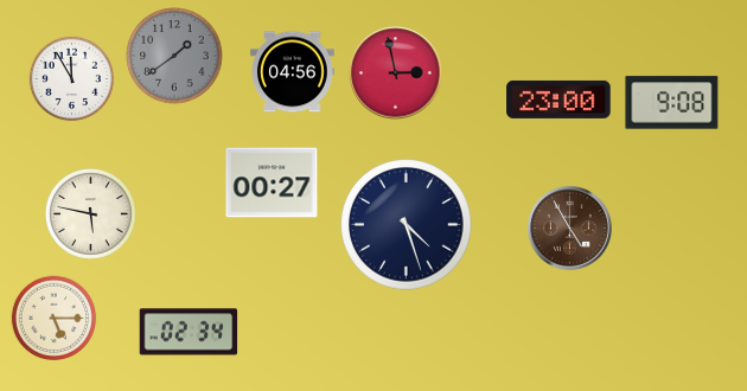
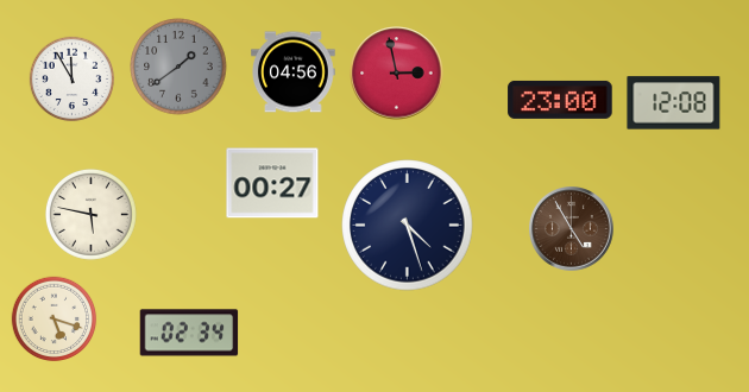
clock at (174, 56) position: (174, 56) -> (178, 67)
clock at (672, 103): 9:08 -> 12:08
clock at (55, 319): 5:15 -> 5:18
